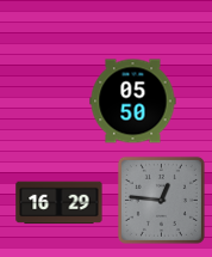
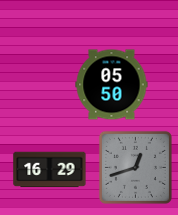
clock at (161, 200): 12:46 -> 12:42
